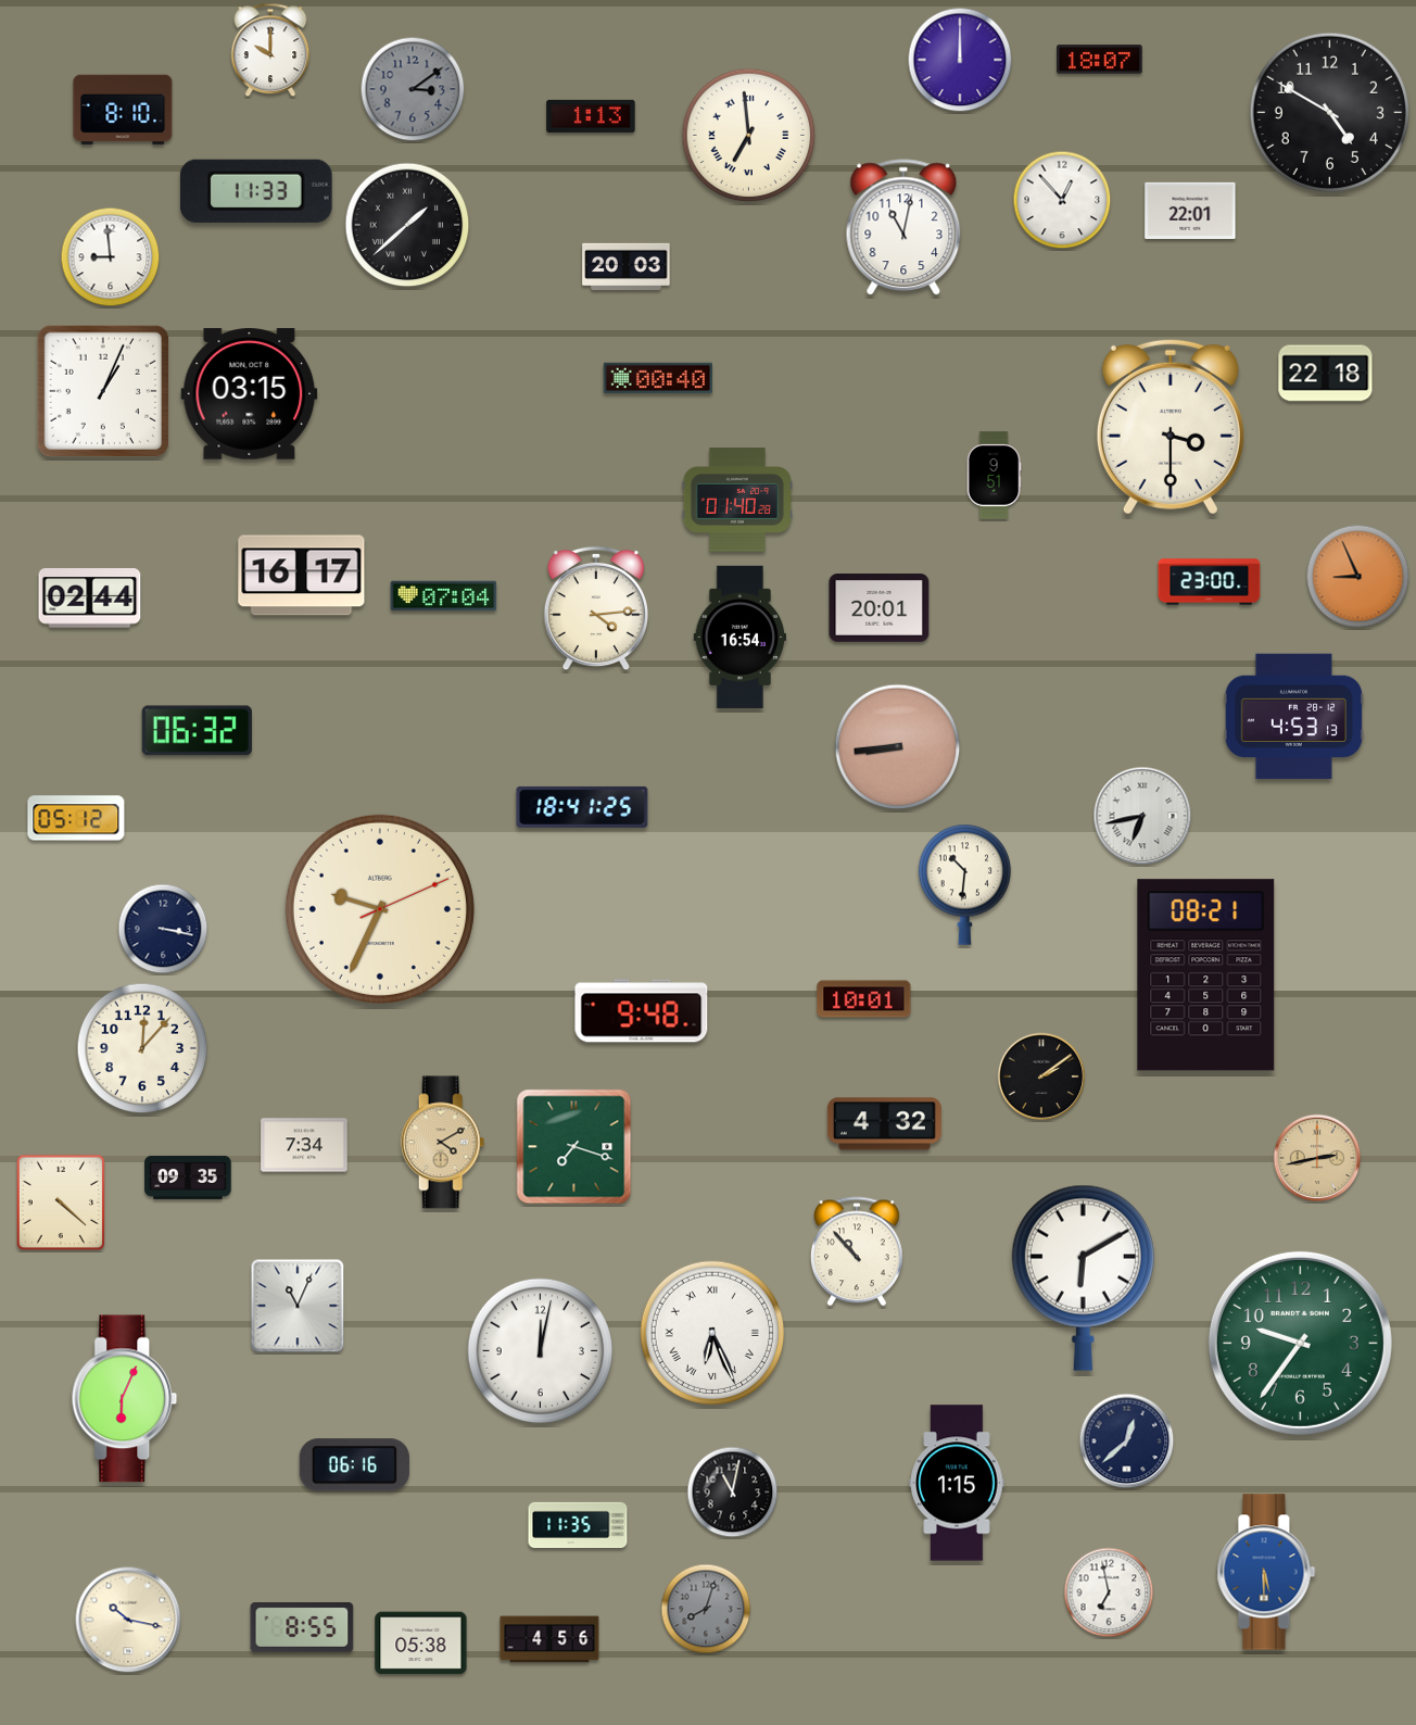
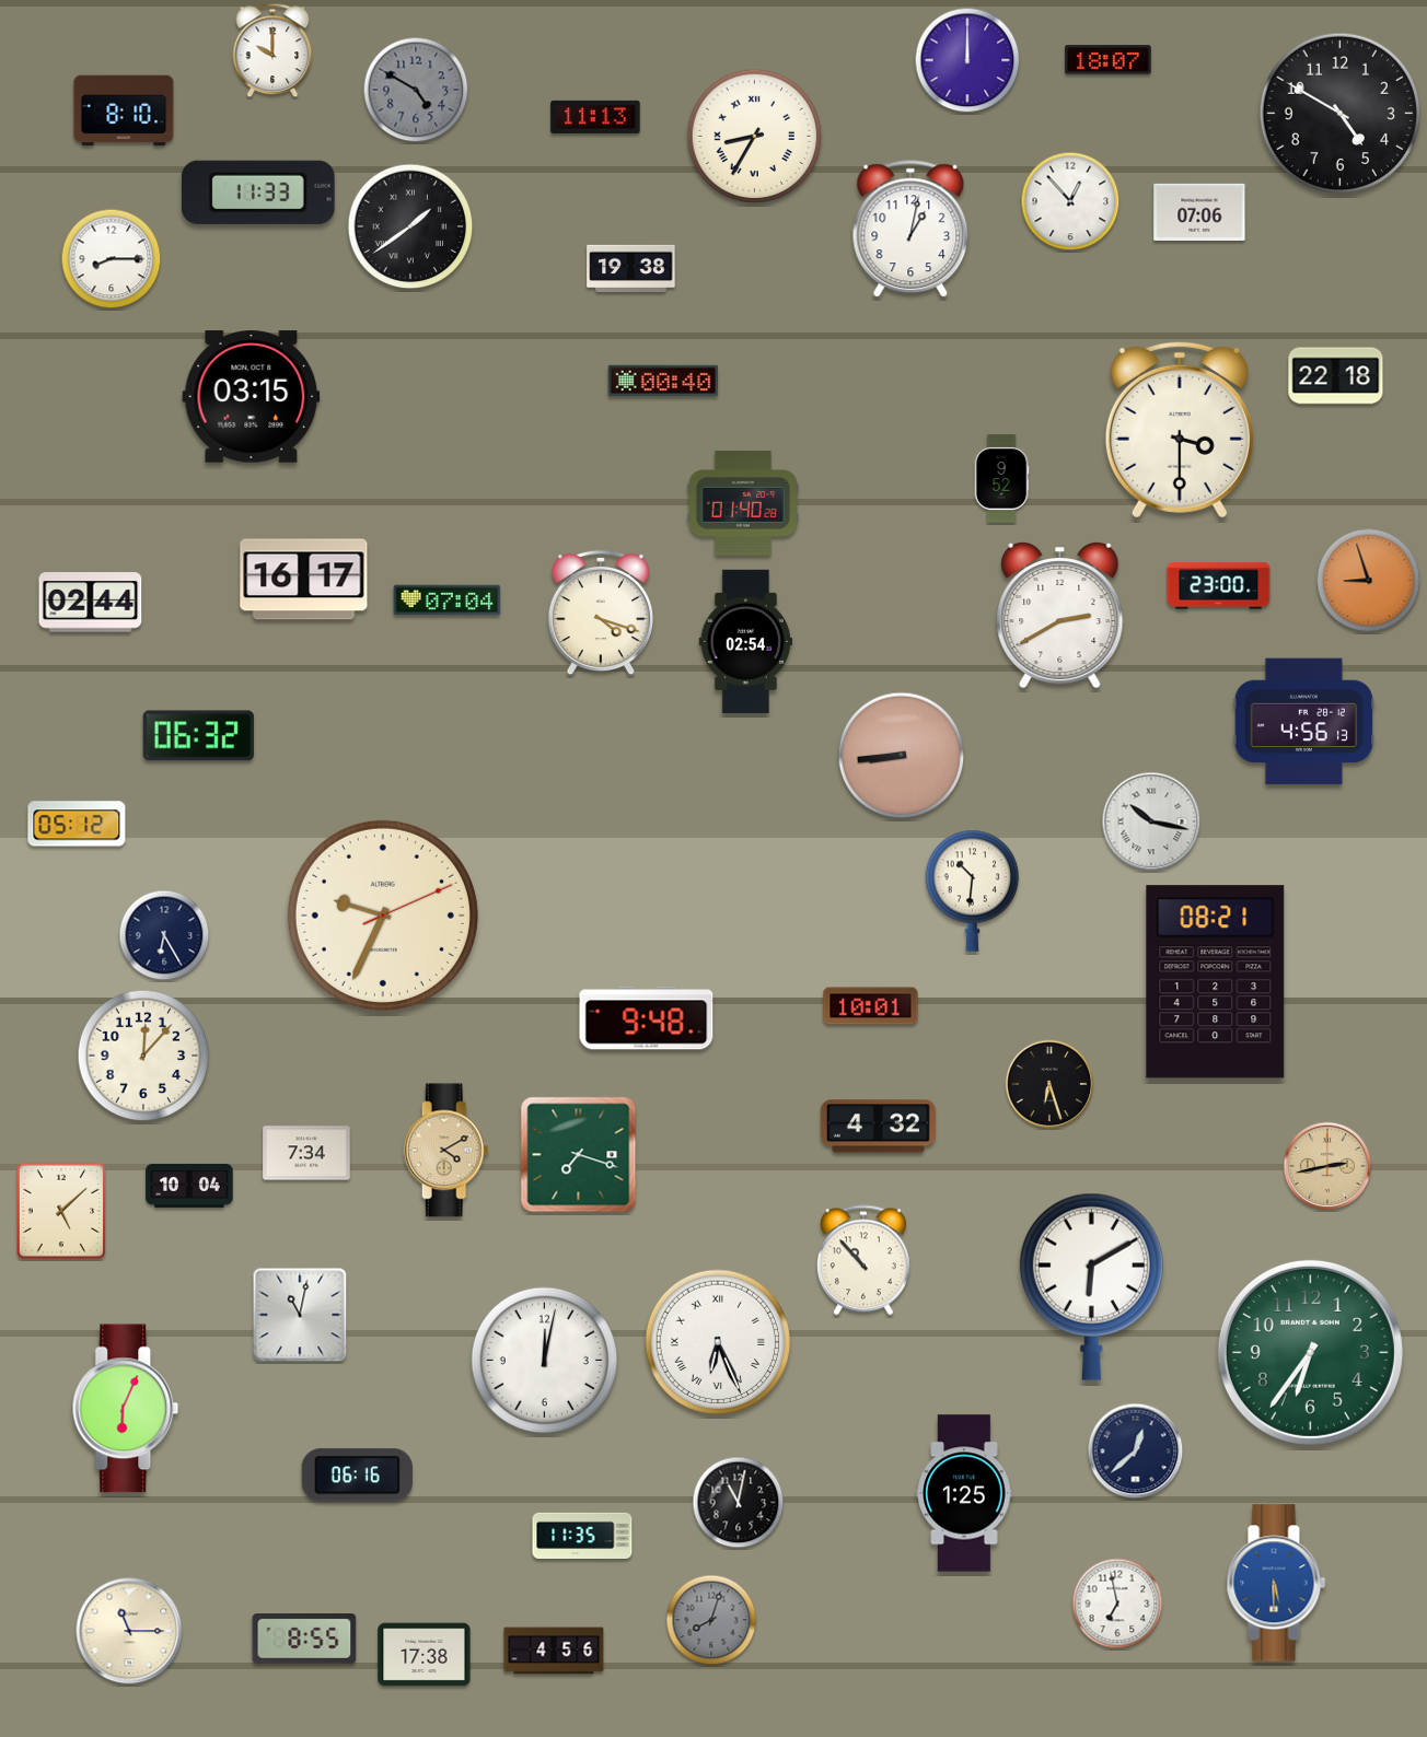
clock at (413, 89): 3:09 -> 4:50
clock at (591, 116): 1:13 -> 11:13
clock at (749, 136): 6:59 -> 8:35
clock at (1190, 211): 22:01 -> 07:06
clock at (407, 225): 1:38 -> 1:39
clock at (903, 228): 11:02 -> 1:02
clock at (111, 257): 8:59 -> 8:15
clock at (627, 266): 20:03 -> 19:38
clock at (103, 391): 1:04 -> none
clock at (994, 476): 9:51 -> 9:52
clock at (1358, 577): 8:56 -> 8:57
clock at (595, 608): 4:14 -> 4:18
clock at (880, 608): 20:01 -> none
clock at (1060, 615): none -> 2:40
clock at (741, 637): 16:54 -> 02:54
clock at (1294, 717): 4:53 -> 4:56
clock at (898, 747) position: (898, 747) -> (902, 756)
clock at (582, 807): 18:41 -> none
clock at (1142, 816): 6:43 -> 10:17
clock at (163, 929): 3:17 -> 6:25
clock at (1041, 1076): 2:09 -> 6:27
clock at (884, 1124) position: (884, 1124) -> (878, 1127)
clock at (188, 1178): 09:35 -> 10:04
clock at (60, 1203): 4:22 -> 5:08
clock at (298, 1306): 11:04 -> 11:02
clock at (1300, 1343): 9:36 -> 6:36
clock at (957, 1483): 1:15 -> 1:25
clock at (128, 1620): 10:17 -> 11:15
clock at (421, 1644): 05:38 -> 17:38
